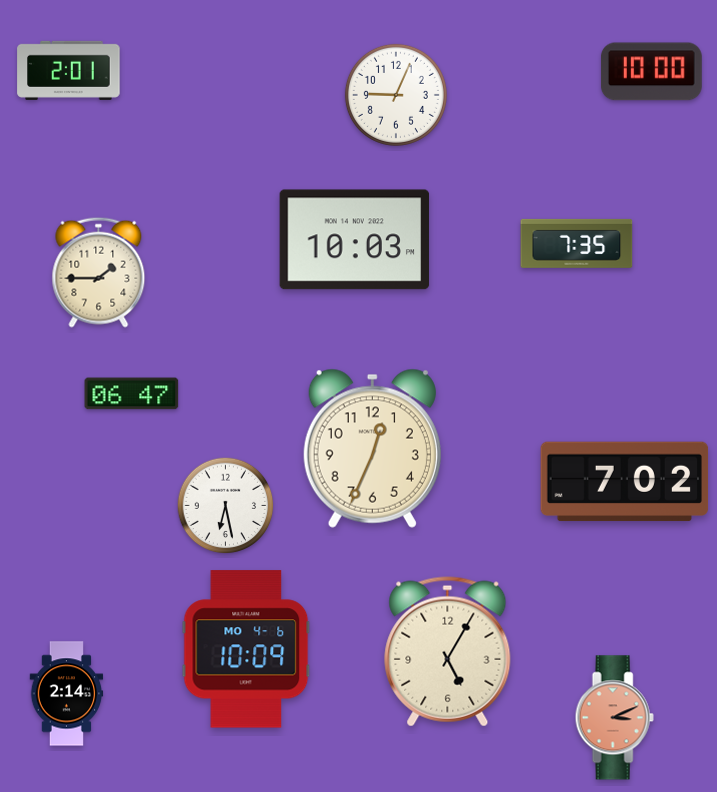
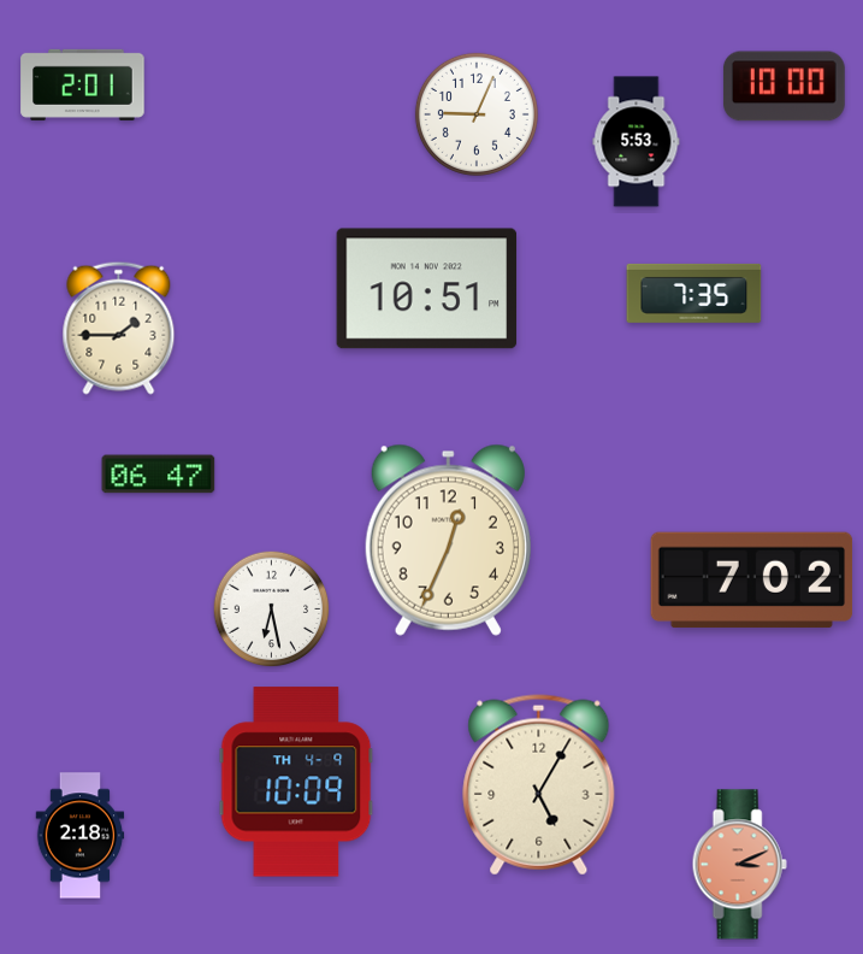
clock at (637, 142): none -> 5:53
clock at (355, 240): 10:03 -> 10:51
clock at (246, 649) date: MO 4-6 -> TH 4-9
clock at (67, 694): 2:14 -> 2:18
